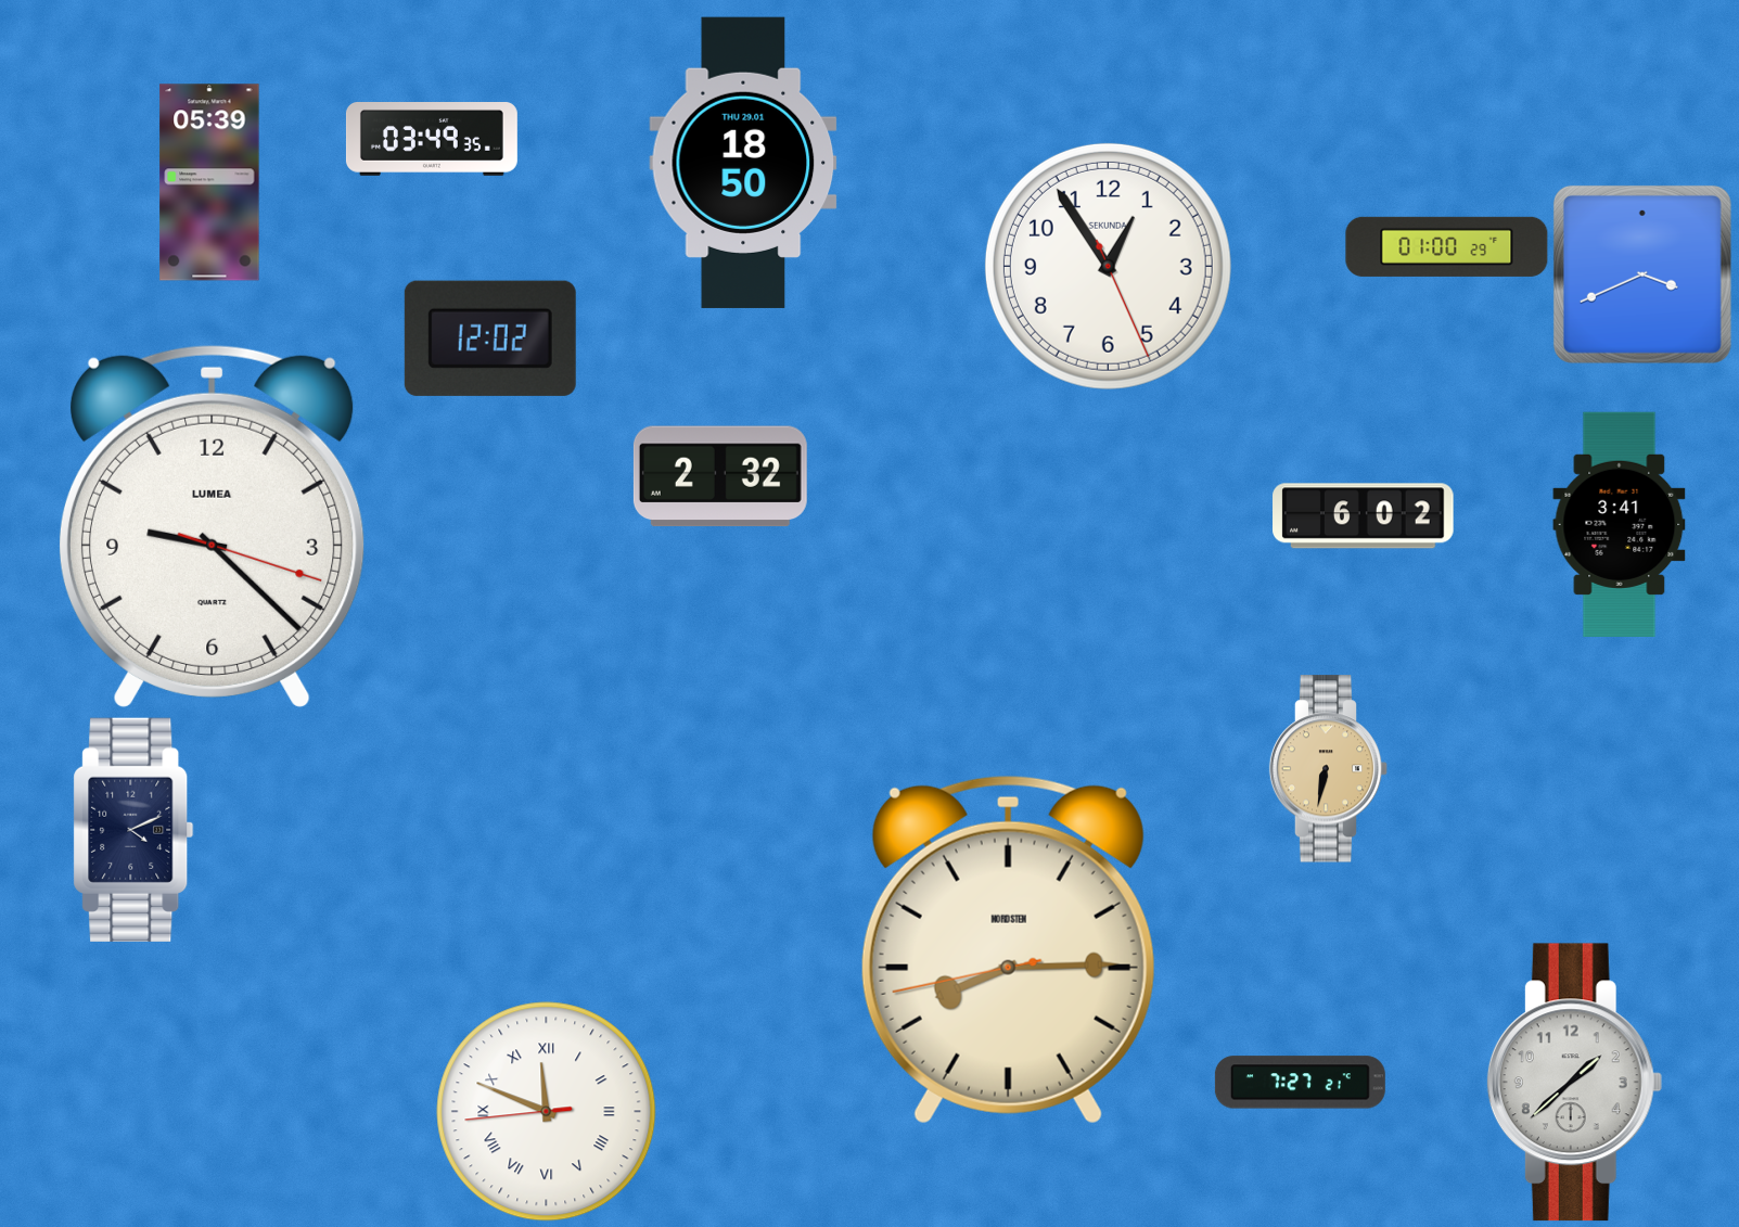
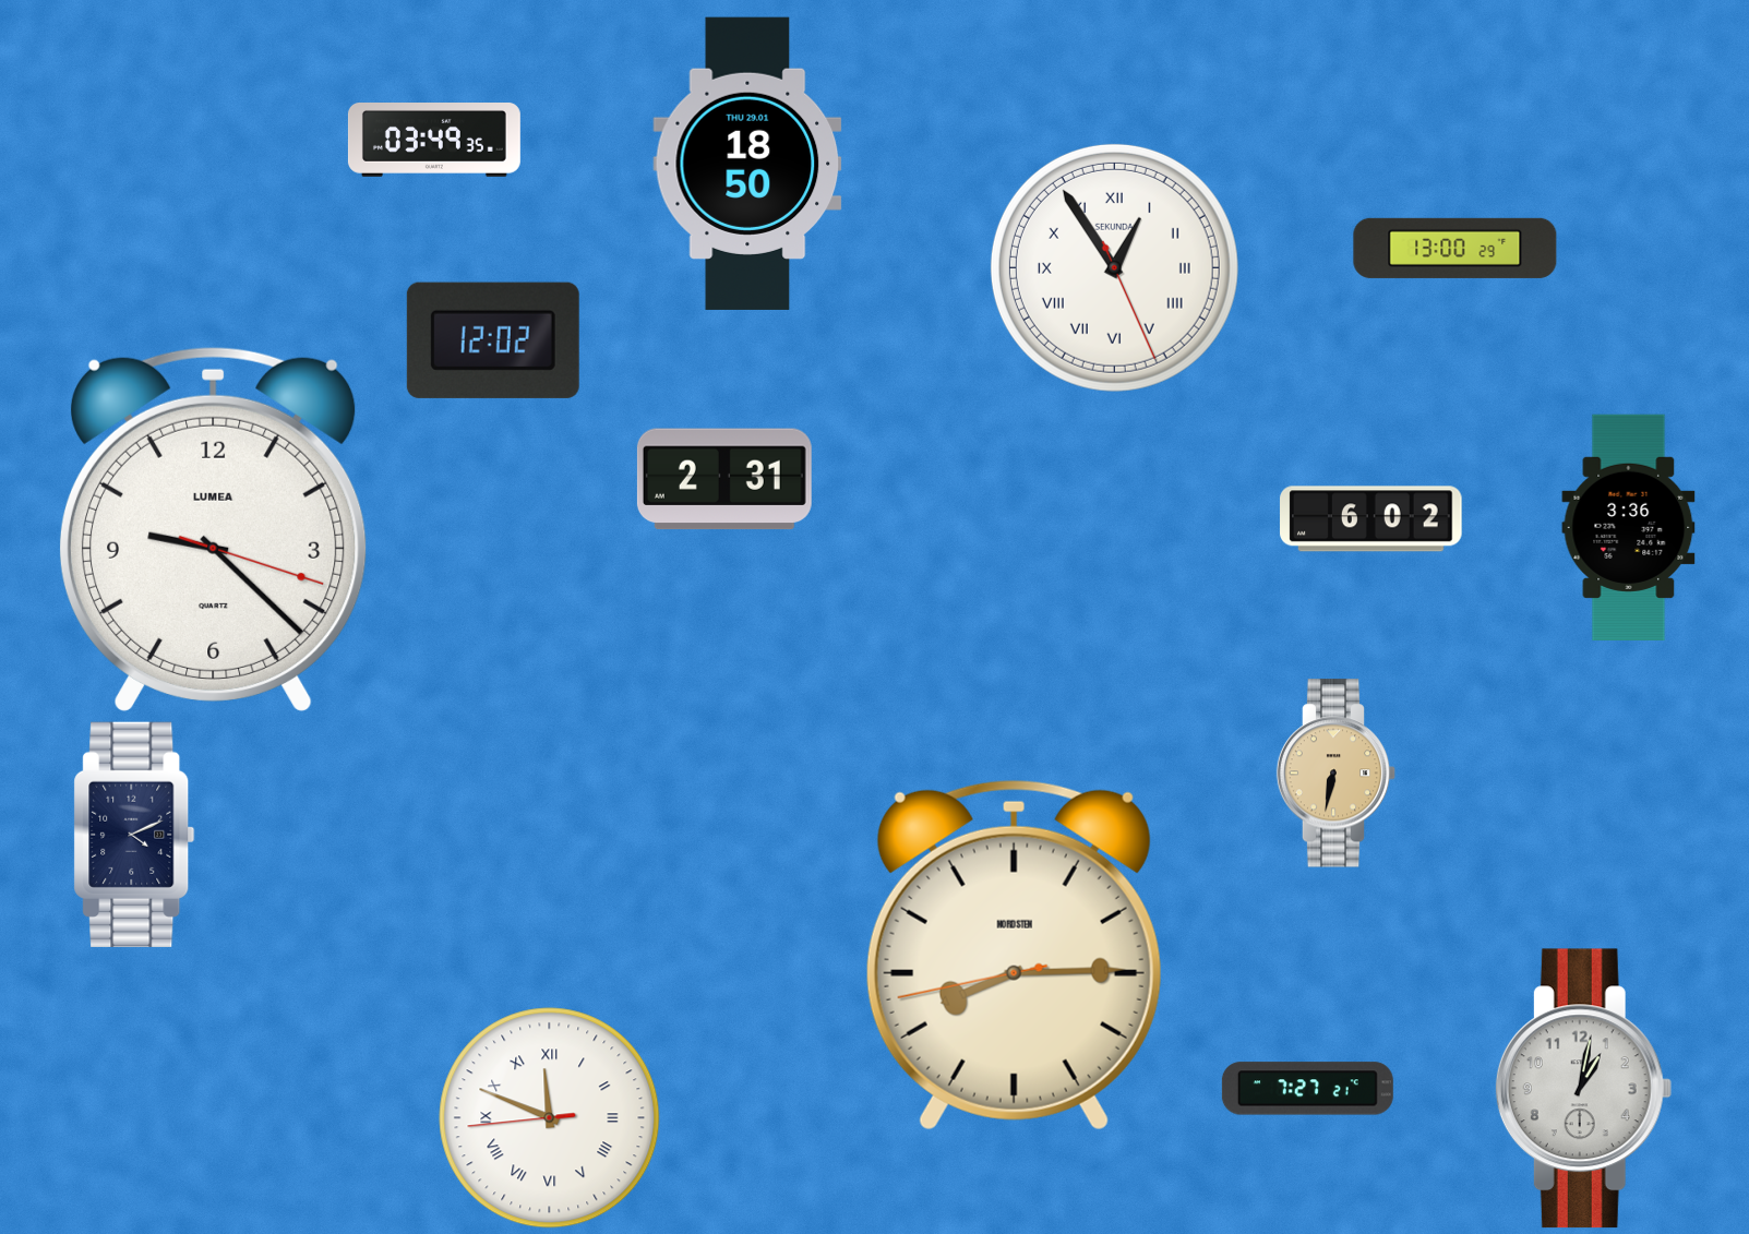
clock at (209, 182): 05:39 -> none
clock at (1447, 246): 01:00 -> 13:00
clock at (1108, 266) numerals: Arabic -> Roman
clock at (1642, 274): 3:41 -> none
clock at (720, 476): 2:32 -> 2:31
clock at (1620, 524): 3:41 -> 3:36
clock at (1574, 1083): 1:38 -> 1:02
